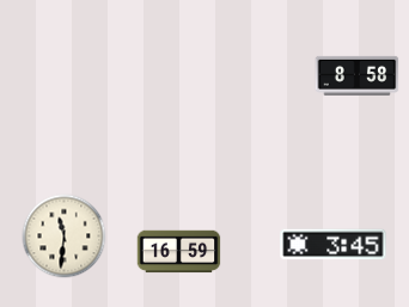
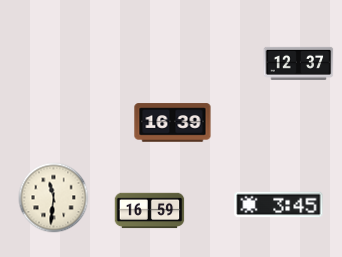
clock at (358, 75): 8:58 -> 12:37
clock at (173, 123): none -> 16:39
